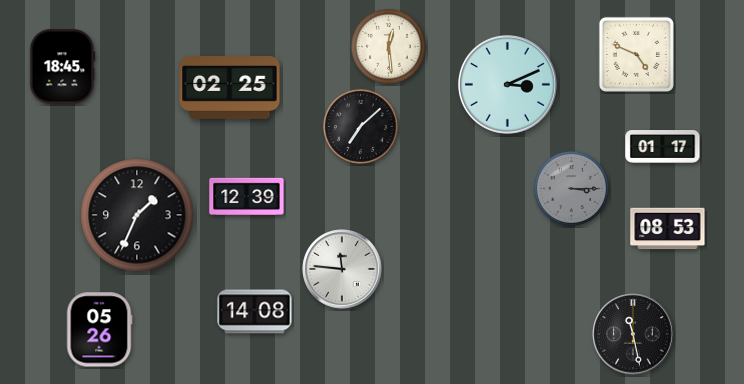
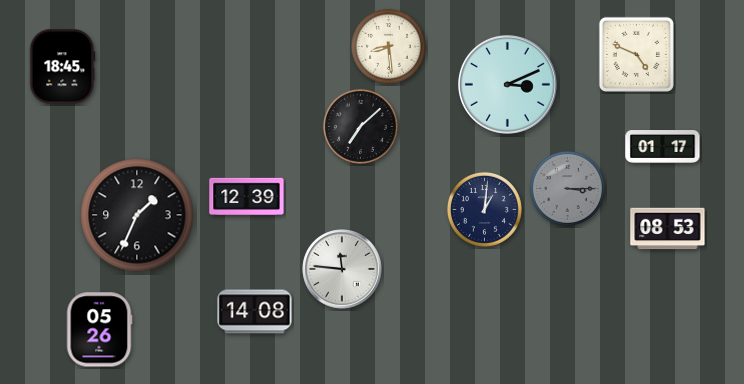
clock at (388, 46): 12:29 -> 8:29
clock at (230, 88): 02:25 -> none
clock at (571, 188) position: (571, 188) -> (567, 188)
clock at (484, 209): none -> 1:01
clock at (633, 334): 11:28 -> none
